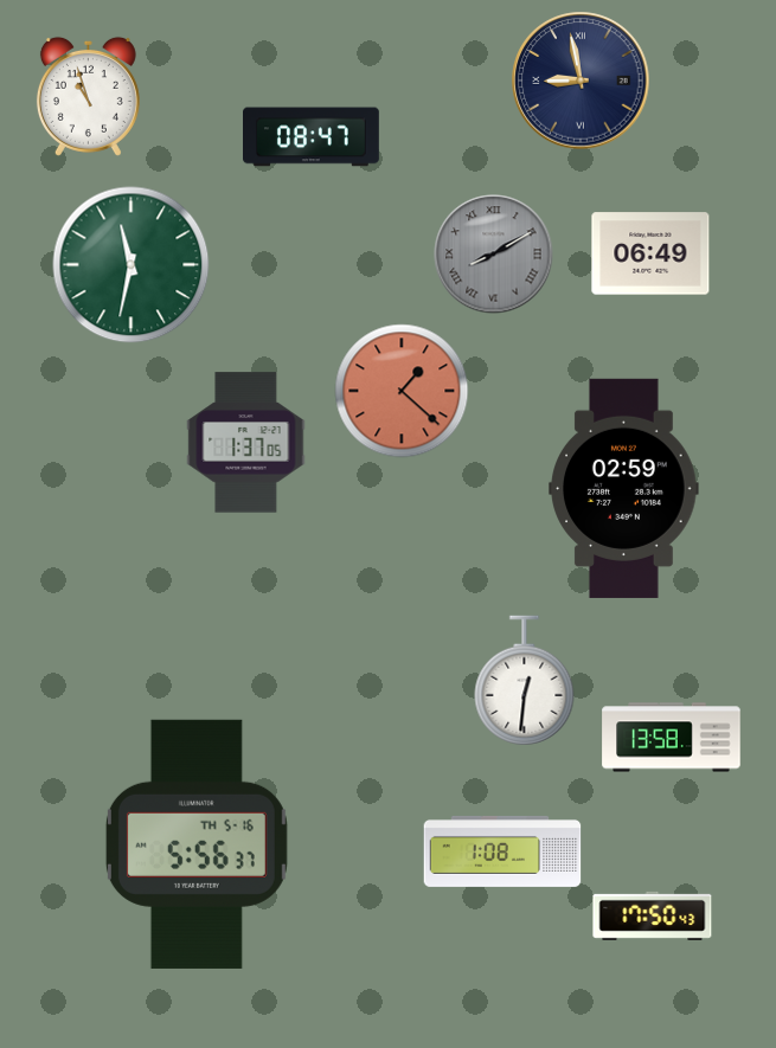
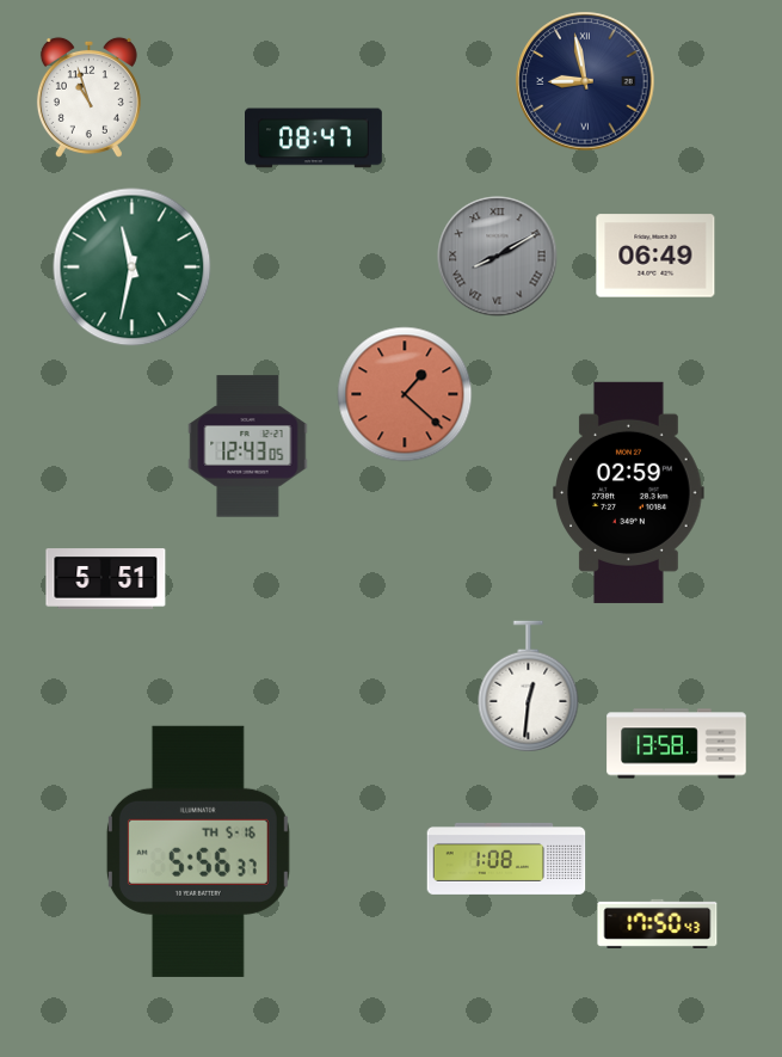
clock at (246, 443): 1:37 -> 12:43
clock at (106, 579): none -> 5:51
